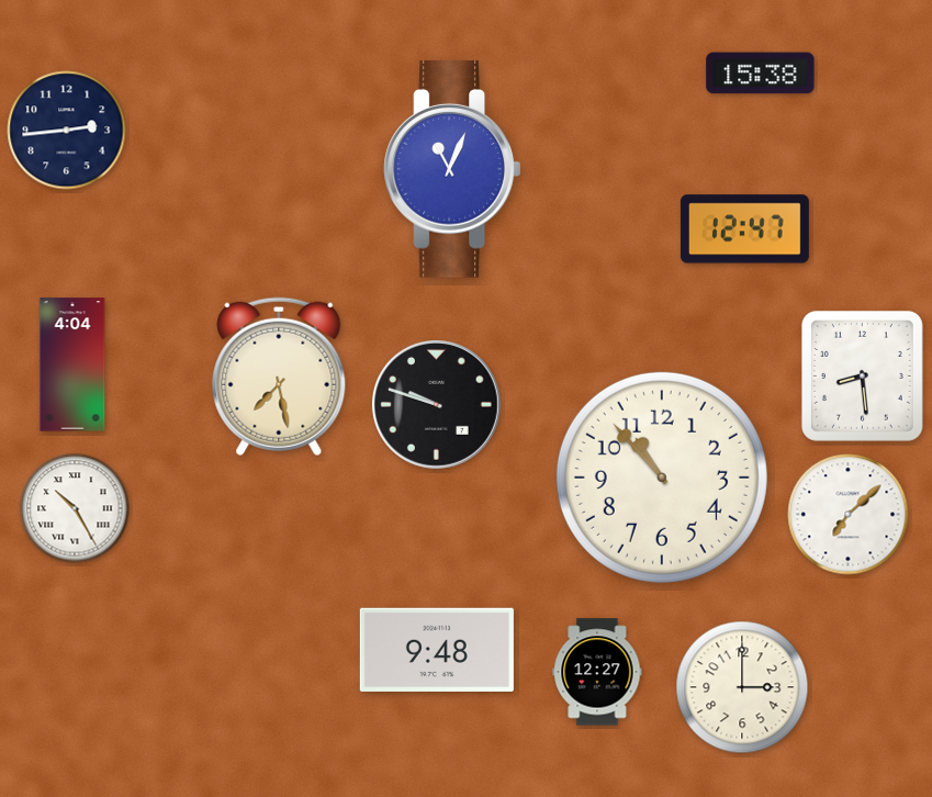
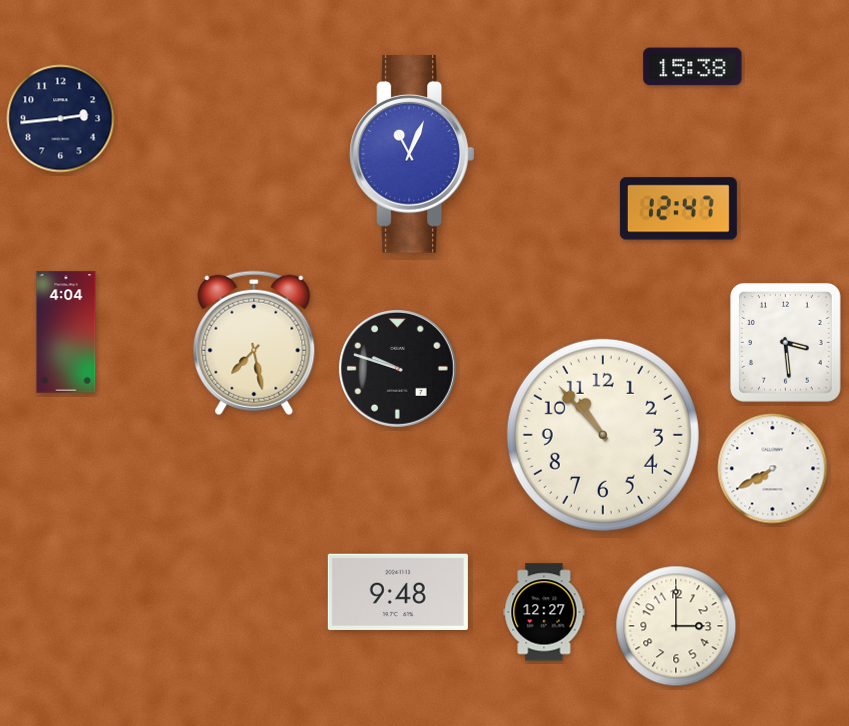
clock at (862, 375): 8:29 -> 3:29
clock at (75, 508): 10:25 -> none
clock at (849, 515): 7:08 -> 7:40
